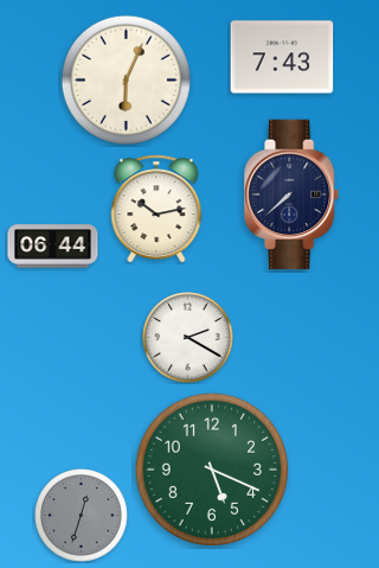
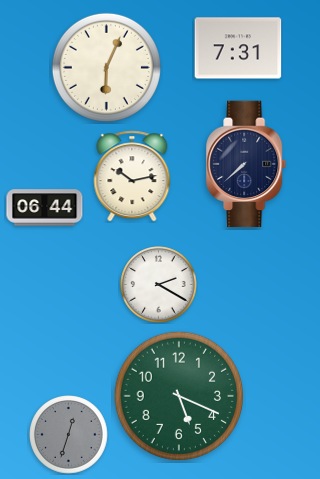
clock at (282, 57): 7:43 -> 7:31
